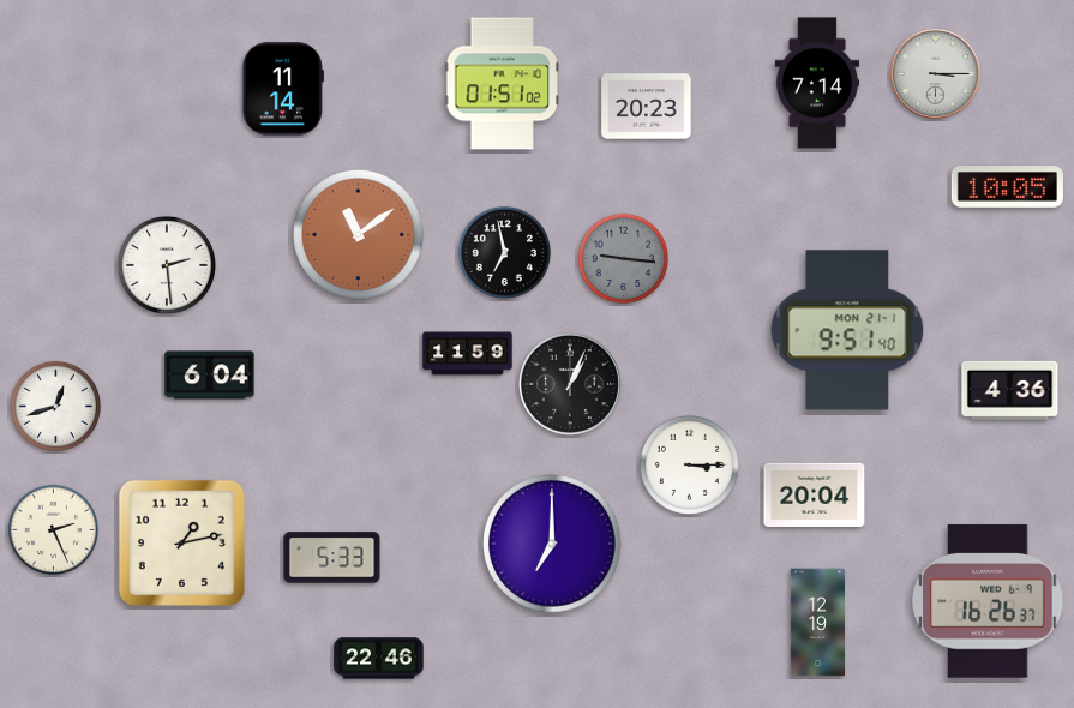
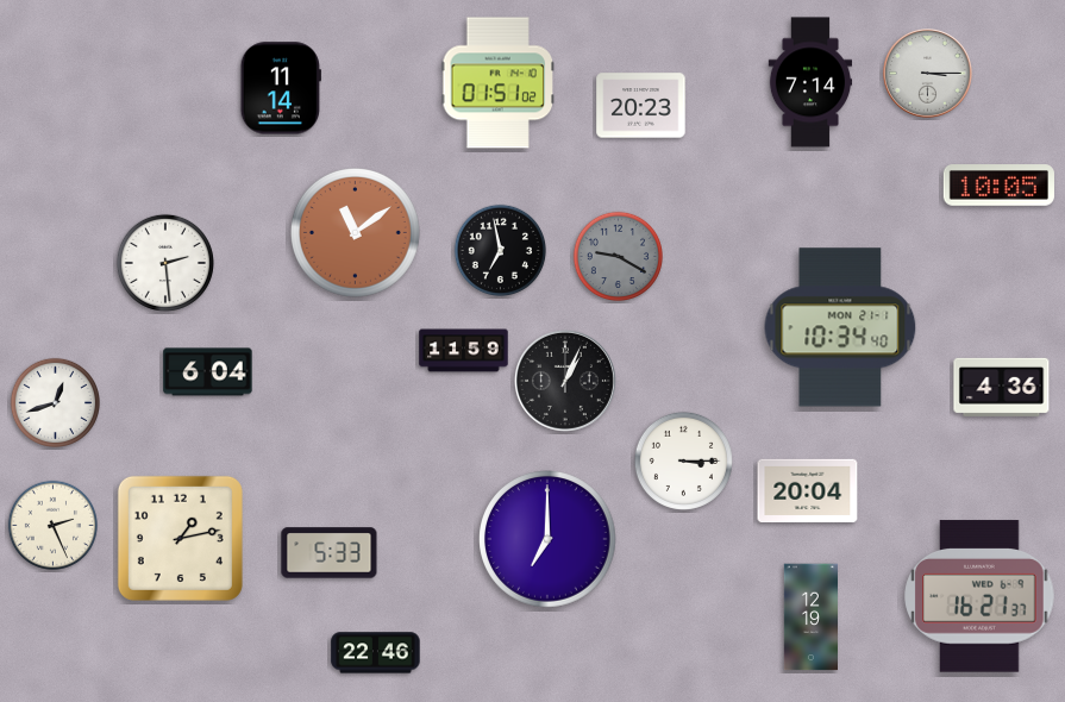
clock at (623, 258): 9:16 -> 9:20
clock at (847, 330): 9:51 -> 10:34
clock at (988, 601): 16:26 -> 16:21
